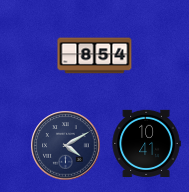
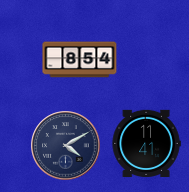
clock at (95, 56) position: (95, 56) -> (80, 60)
clock at (146, 143): 10:41 -> 11:41
